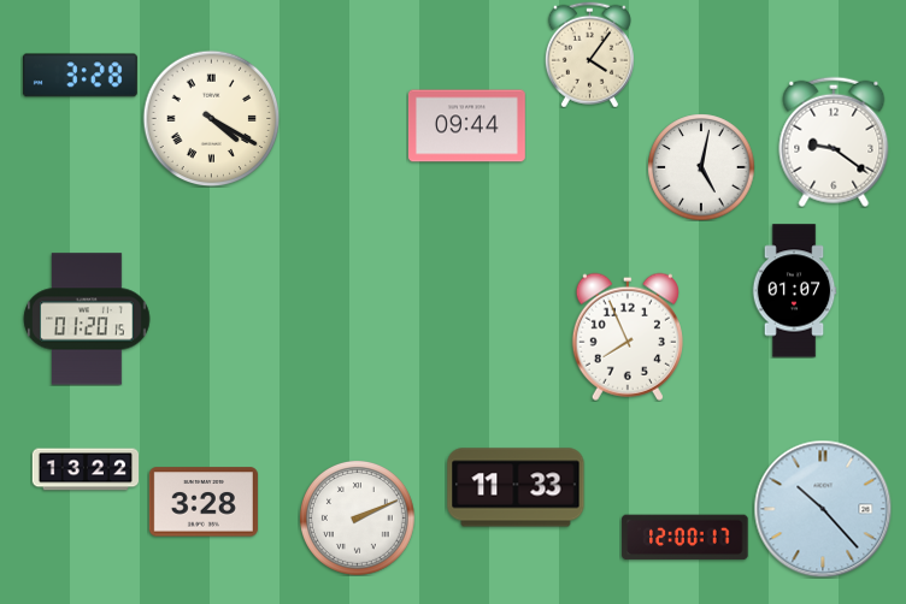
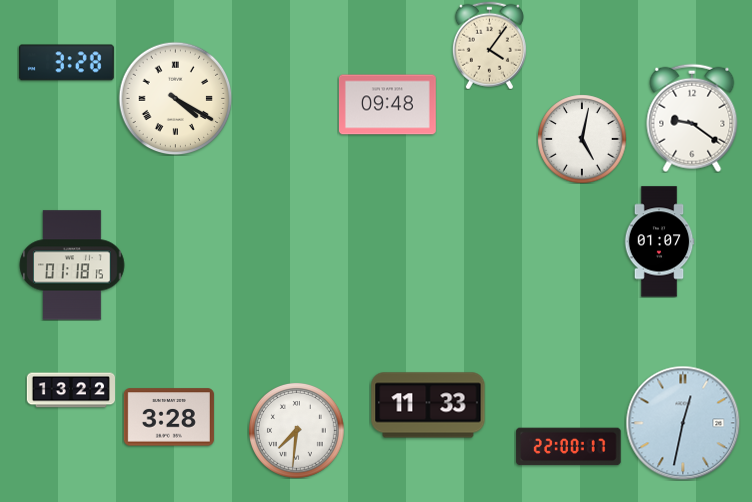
clock at (466, 126): 09:44 -> 09:48
clock at (87, 319): 01:20 -> 01:18
clock at (628, 337): 7:56 -> none
clock at (823, 509): 10:23 -> 12:32
clock at (357, 517): 2:11 -> 7:31
clock at (686, 538): 12:00 -> 22:00
